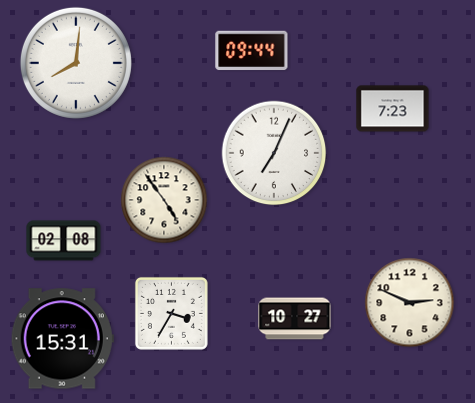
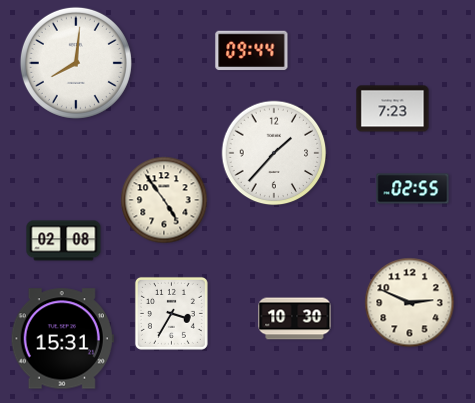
clock at (274, 153): 7:04 -> 1:37
clock at (413, 189): none -> 02:55
clock at (295, 319): 10:27 -> 10:30
